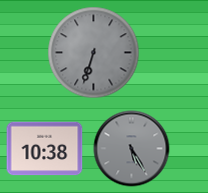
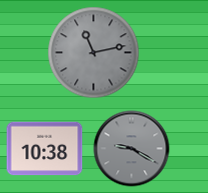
clock at (94, 53): 6:33 -> 11:13
clock at (132, 149): 5:25 -> 9:20
